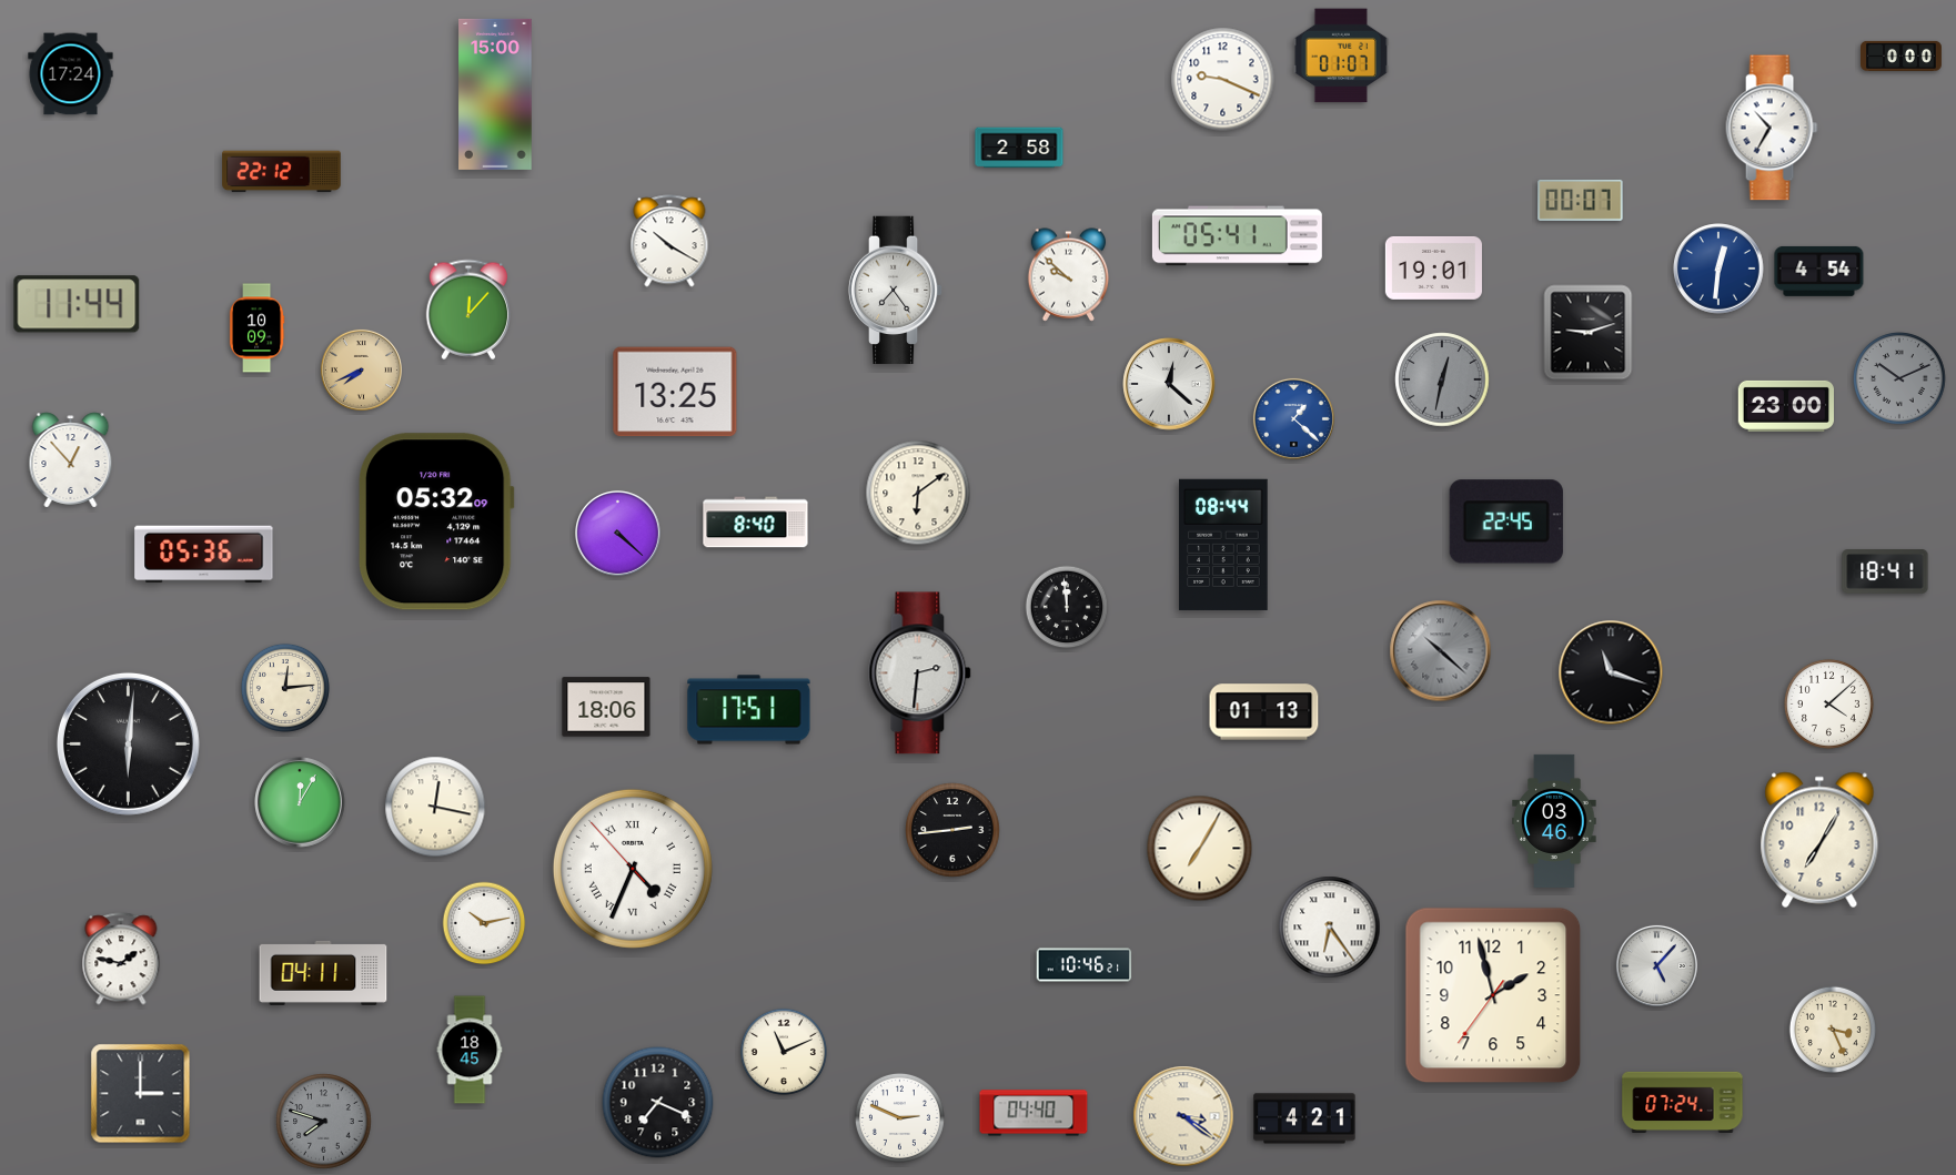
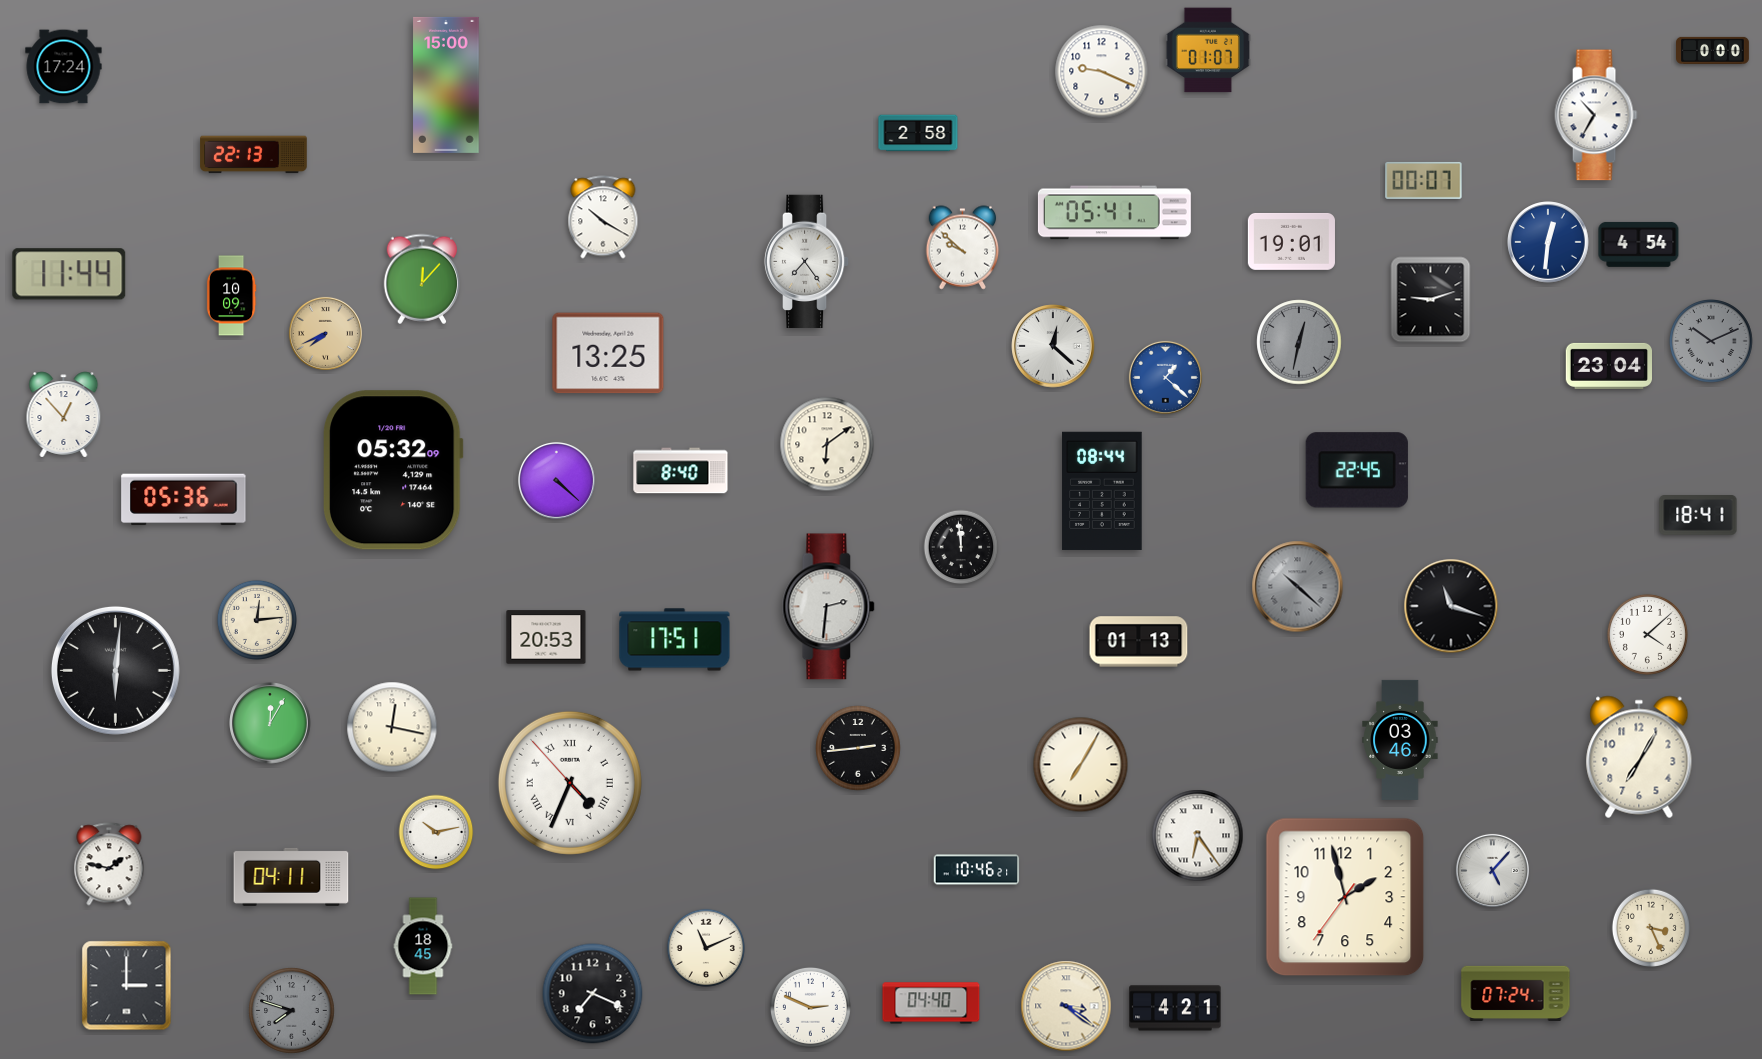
clock at (282, 172): 22:12 -> 22:13
clock at (1785, 406): 23:00 -> 23:04
clock at (606, 707): 18:06 -> 20:53
